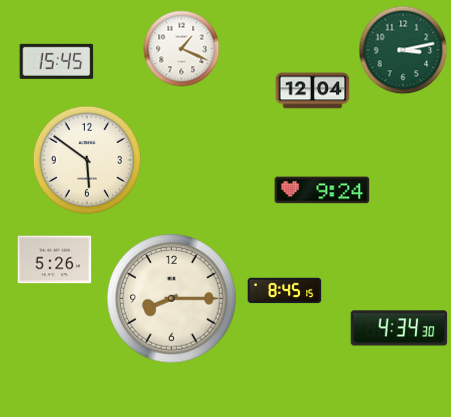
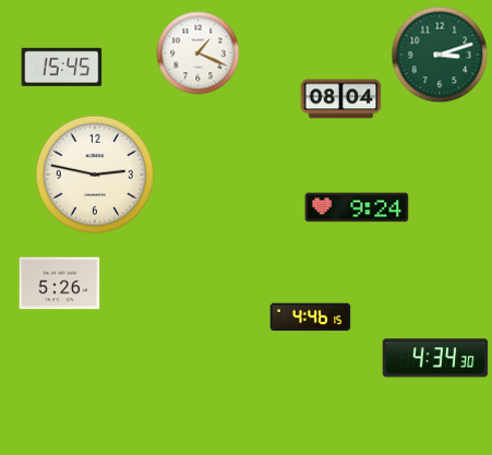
clock at (403, 50): 3:13 -> 3:12
clock at (313, 91): 12:04 -> 08:04
clock at (87, 160): 5:51 -> 2:47
clock at (322, 190) position: (322, 190) -> (357, 207)
clock at (285, 291): 8:45 -> 4:46
clock at (172, 299): 8:15 -> none
